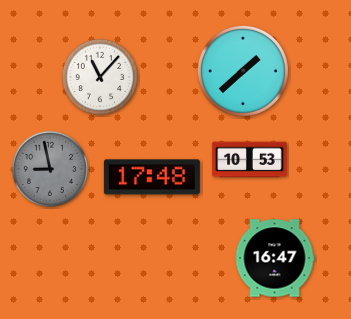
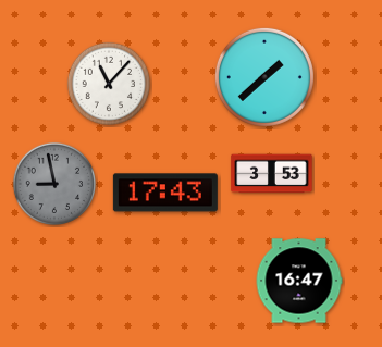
clock at (250, 160): 10:53 -> 3:53
clock at (152, 177): 17:48 -> 17:43
